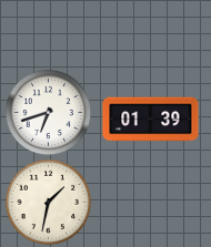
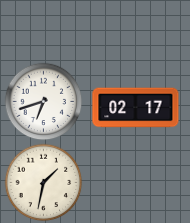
clock at (151, 120): 01:39 -> 02:17
